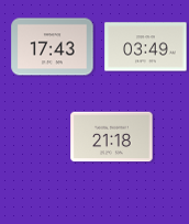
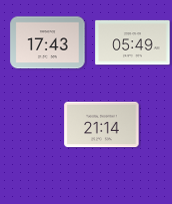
clock at (146, 47): 03:49 -> 05:49
clock at (112, 137): 21:18 -> 21:14
